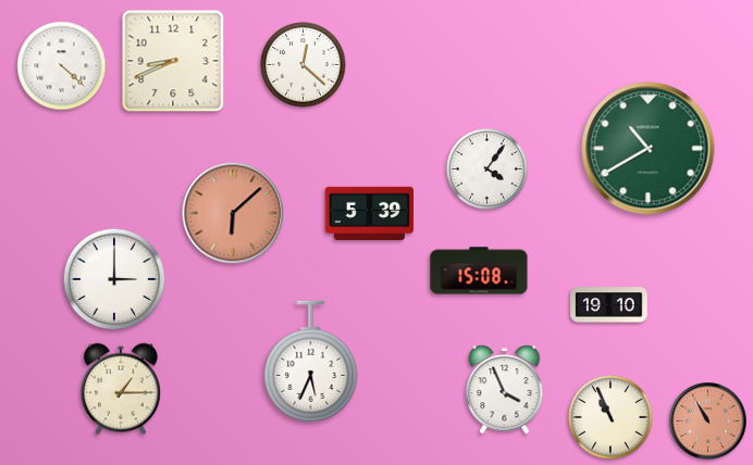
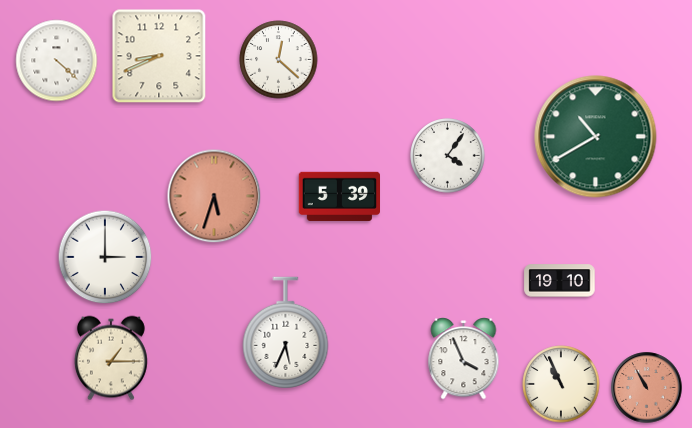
clock at (233, 213): 6:08 -> 5:33
clock at (479, 271): 15:08 -> none
clock at (708, 422) position: (708, 422) -> (647, 388)
